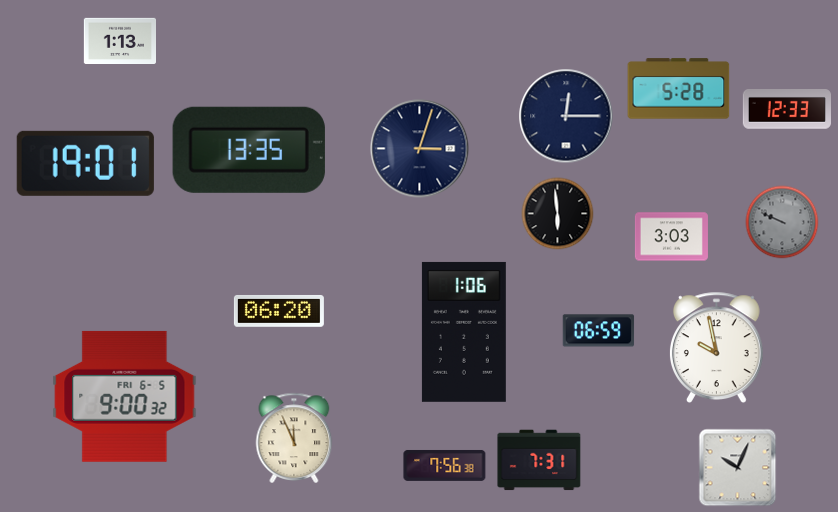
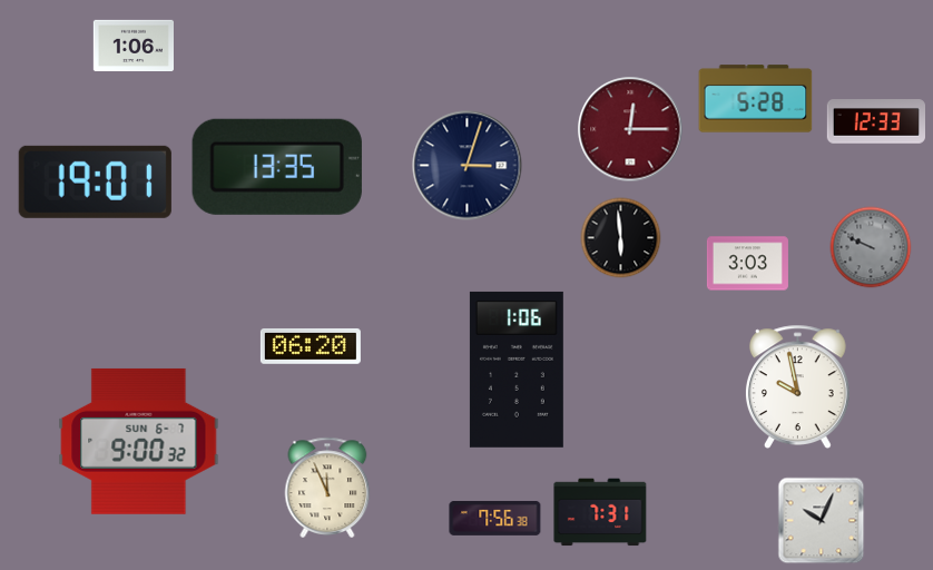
clock at (119, 40): 1:13 -> 1:06
clock at (566, 116) dial: navy -> burgundy
clock at (599, 331): 06:59 -> none
clock at (125, 396) date: FRI 6-5 -> SUN 6-7
